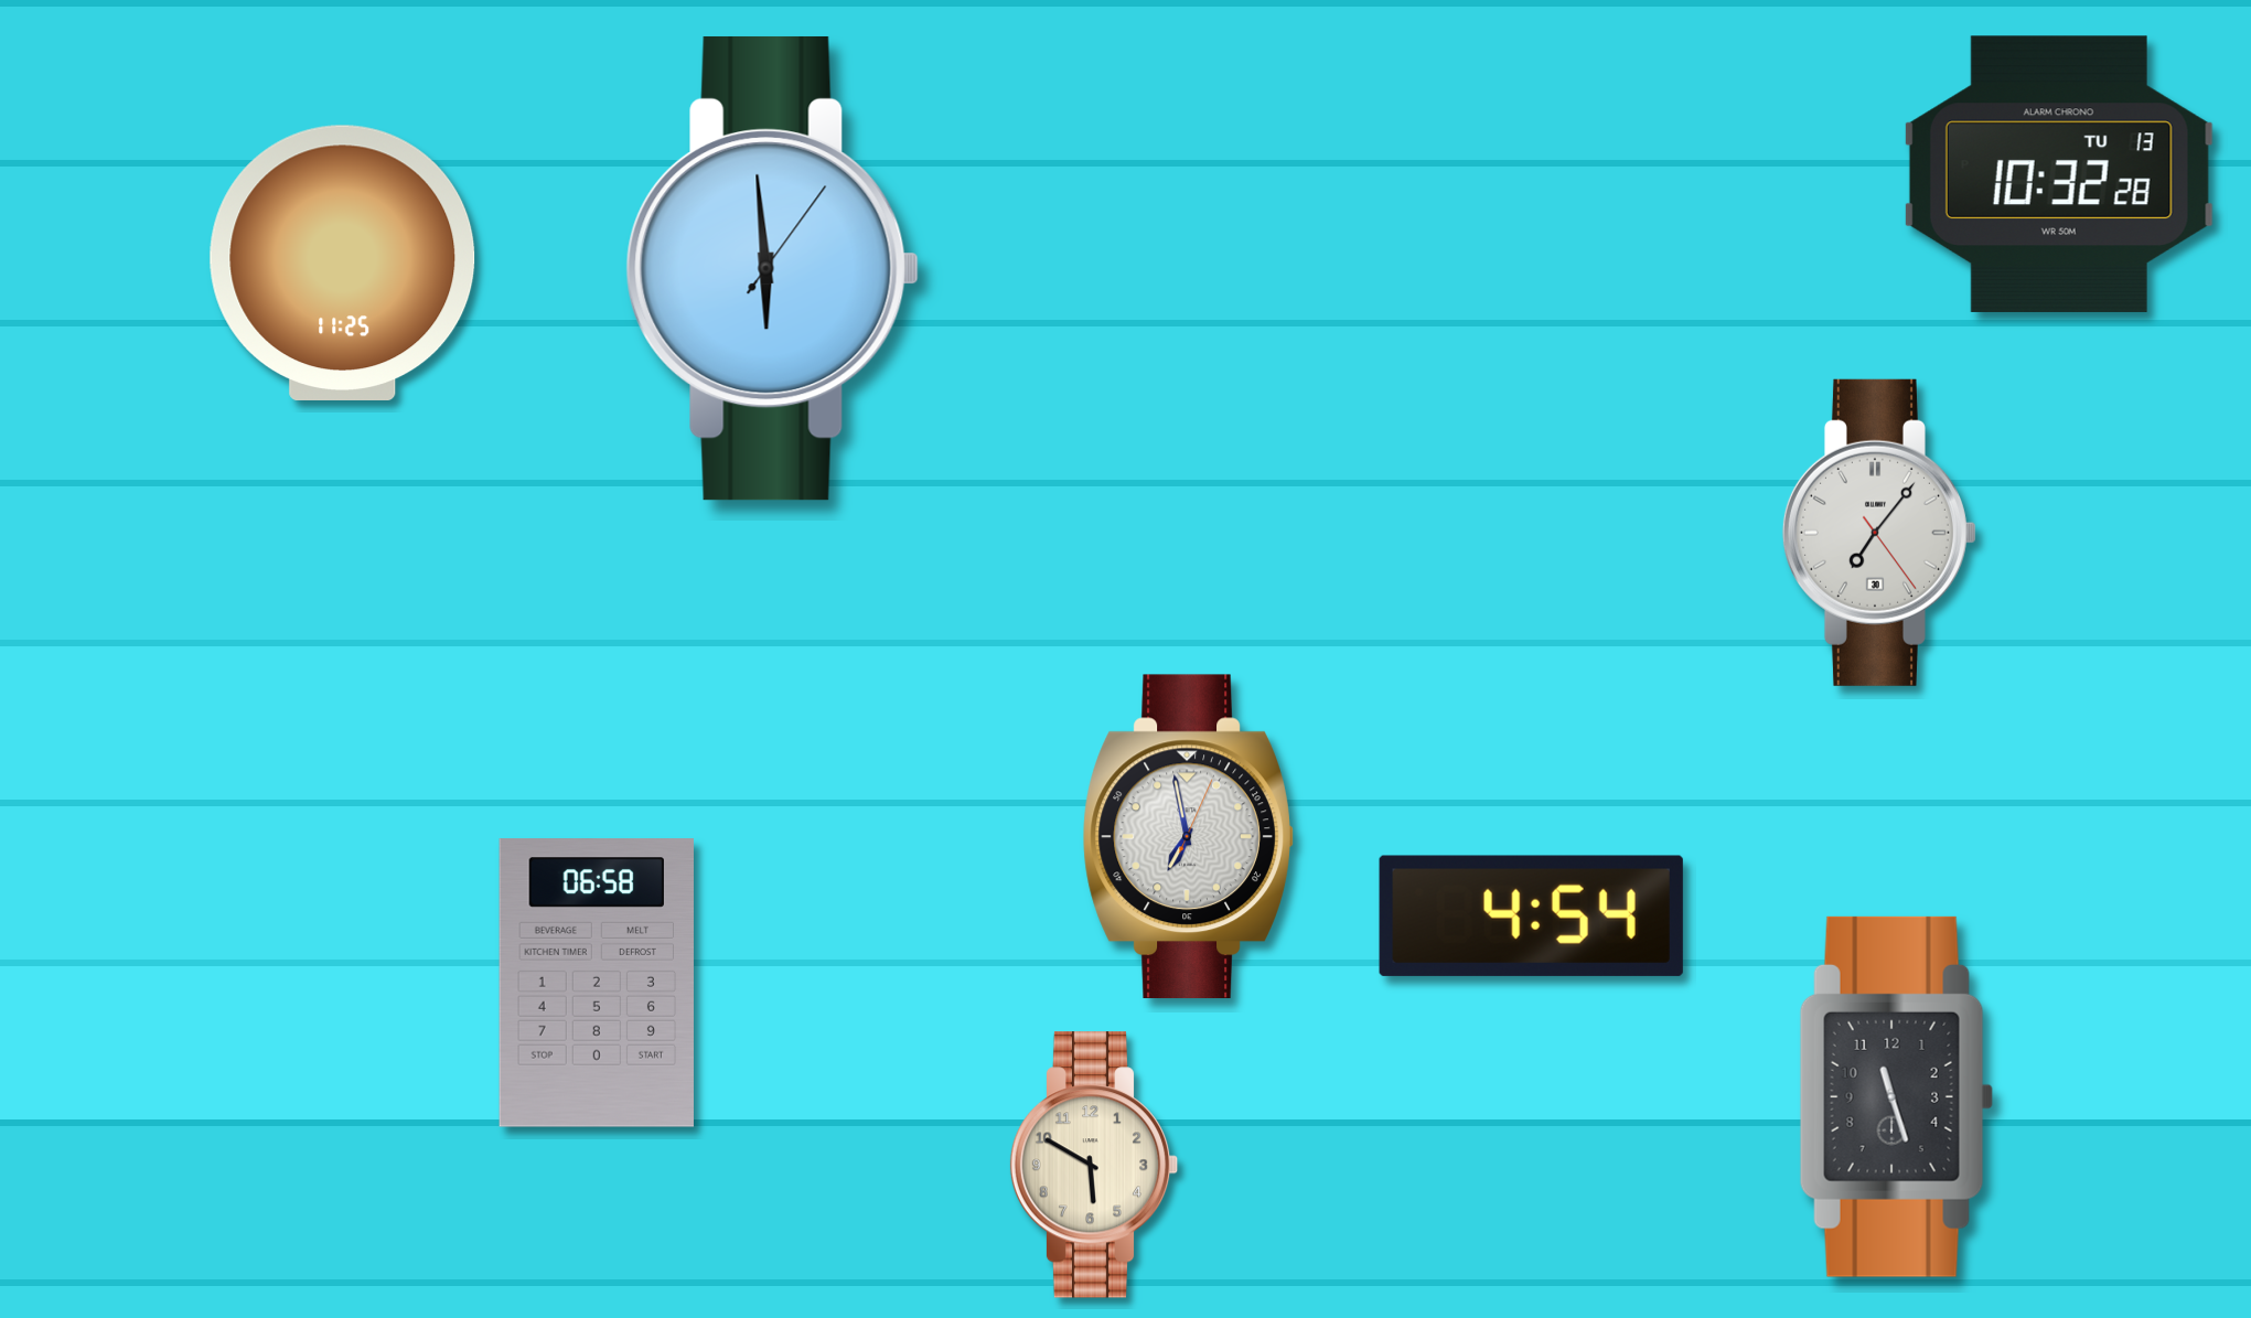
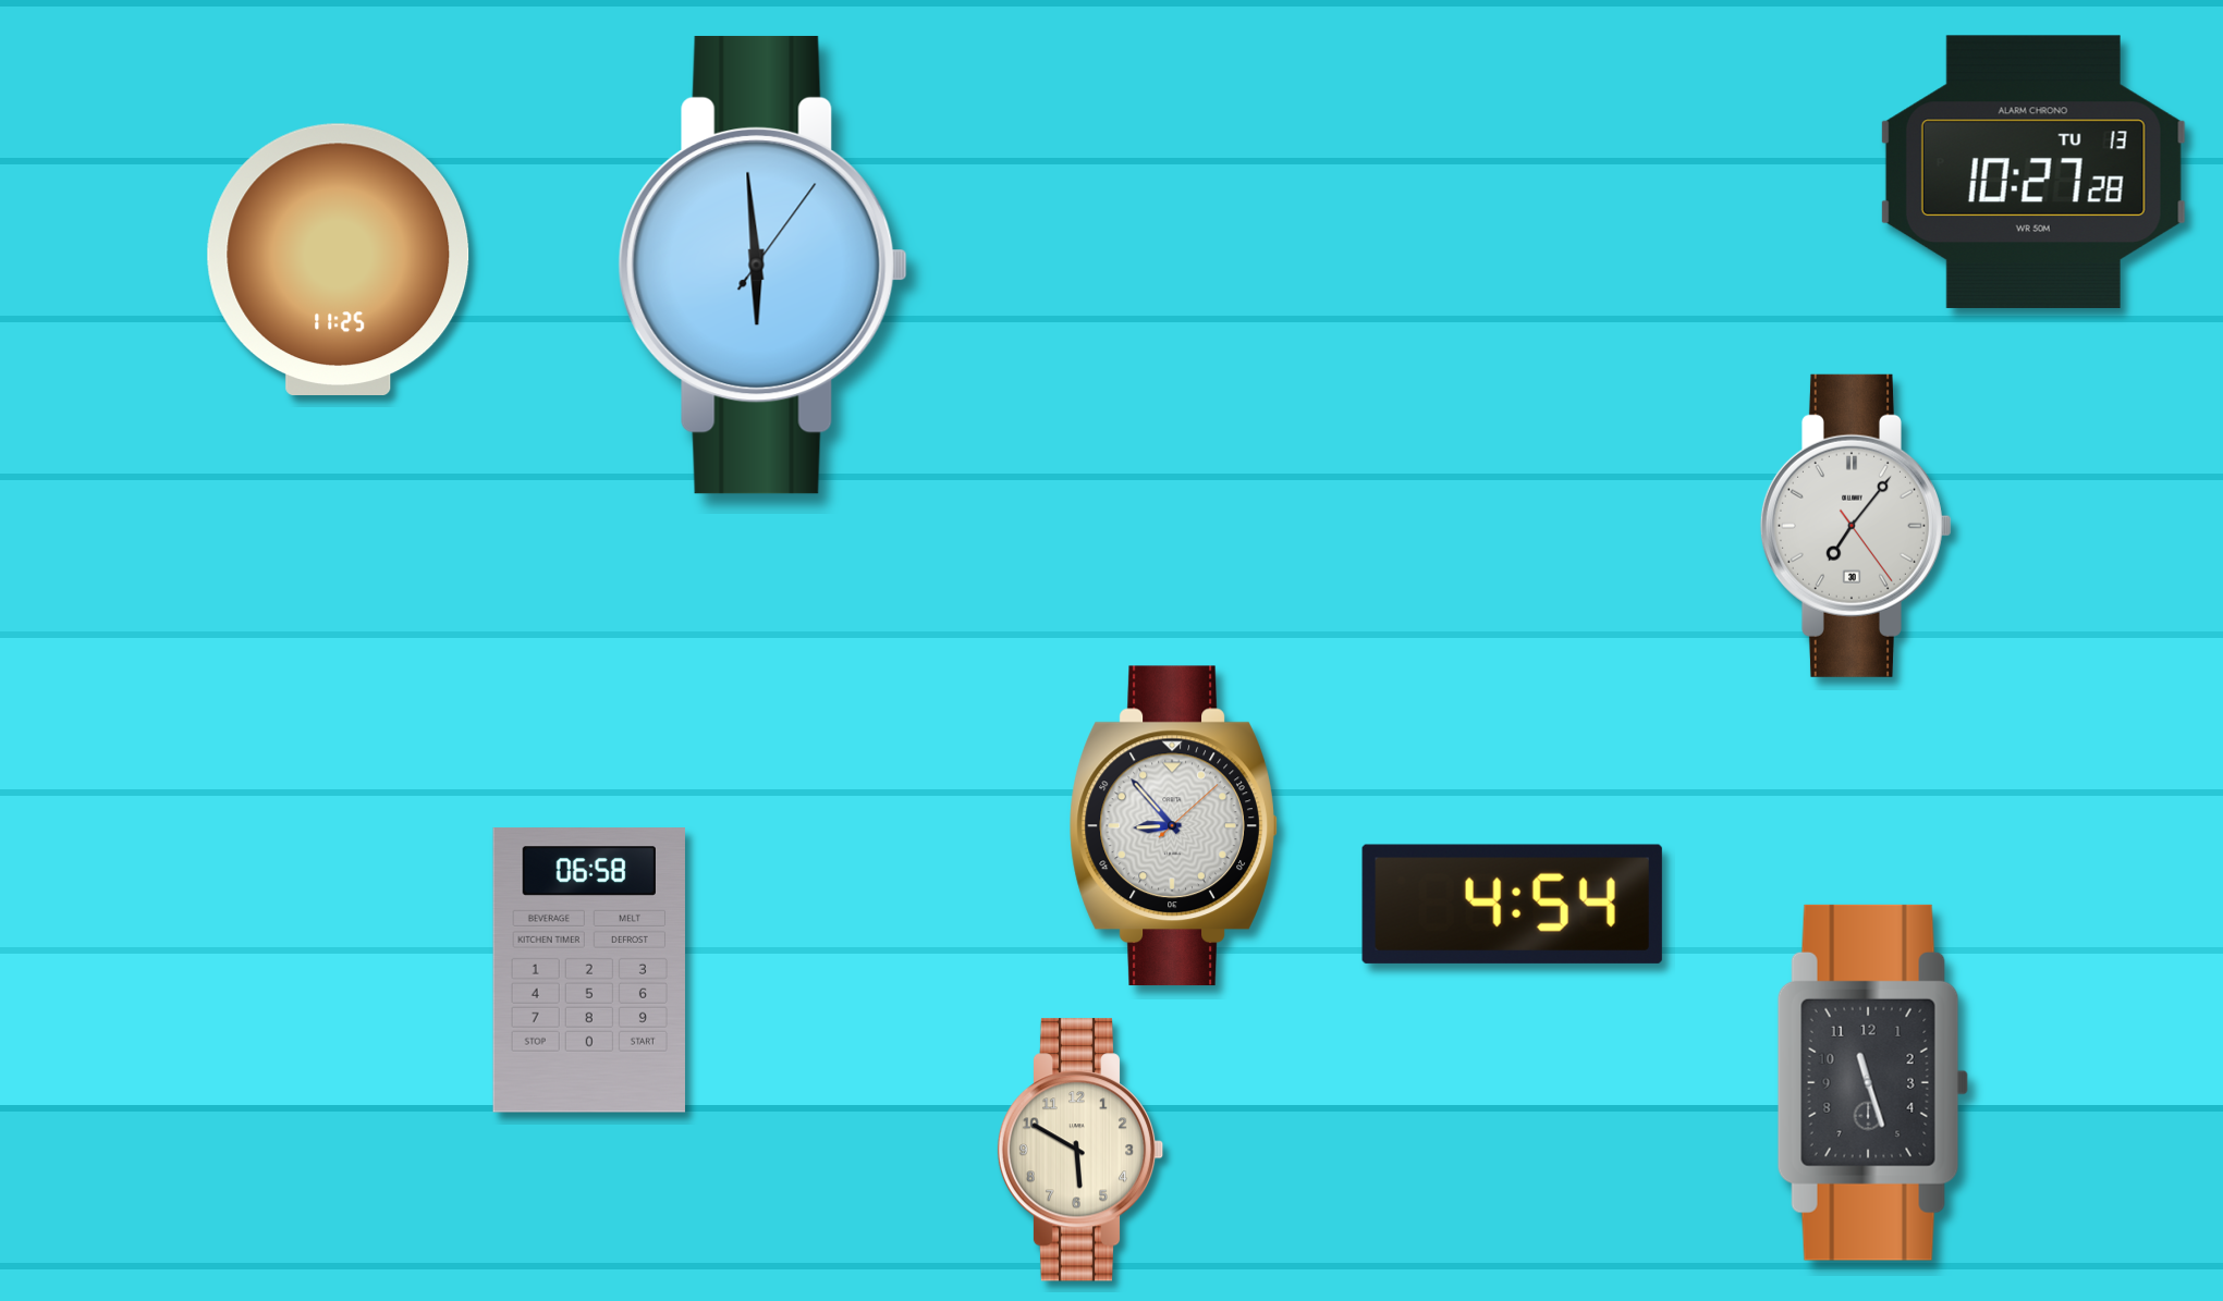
clock at (2059, 174): 10:32 -> 10:27
clock at (1188, 837): 6:58 -> 8:53
